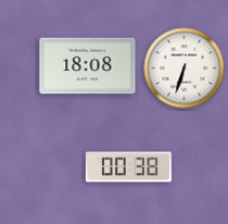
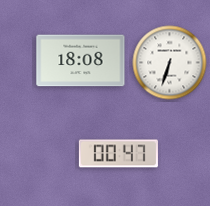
clock at (128, 167): 00:38 -> 00:47
